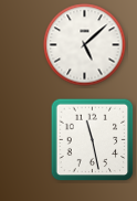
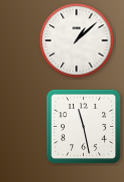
clock at (85, 45): 5:08 -> 1:08
